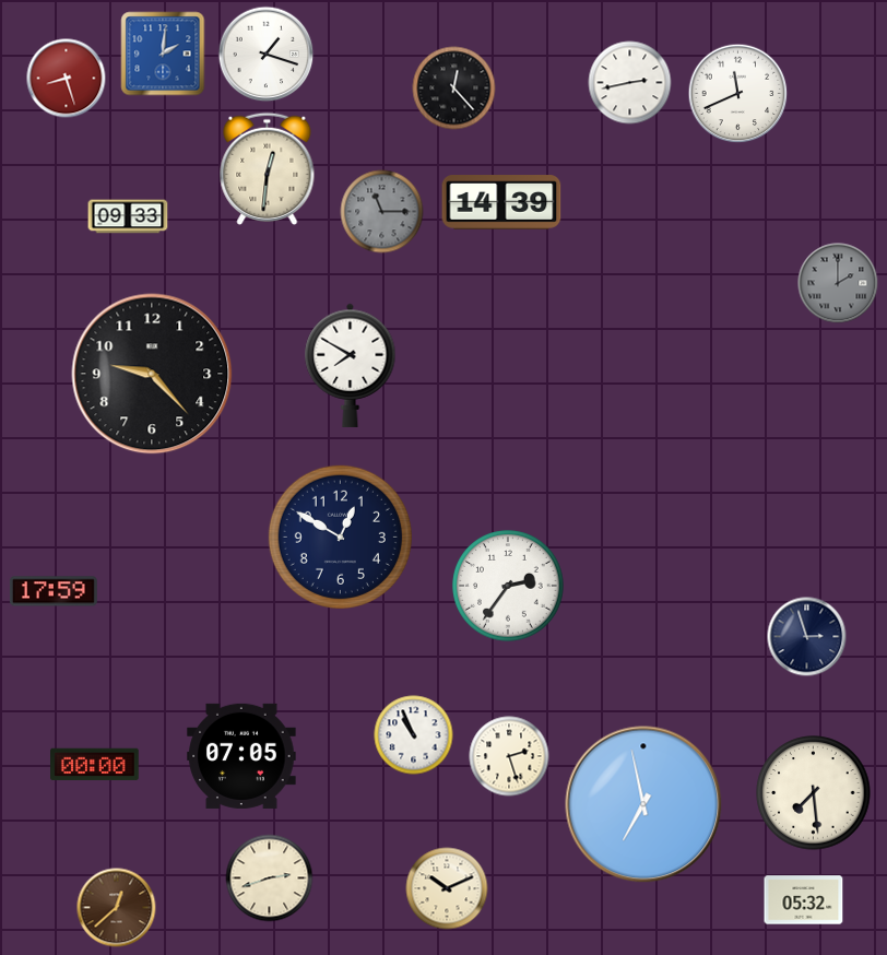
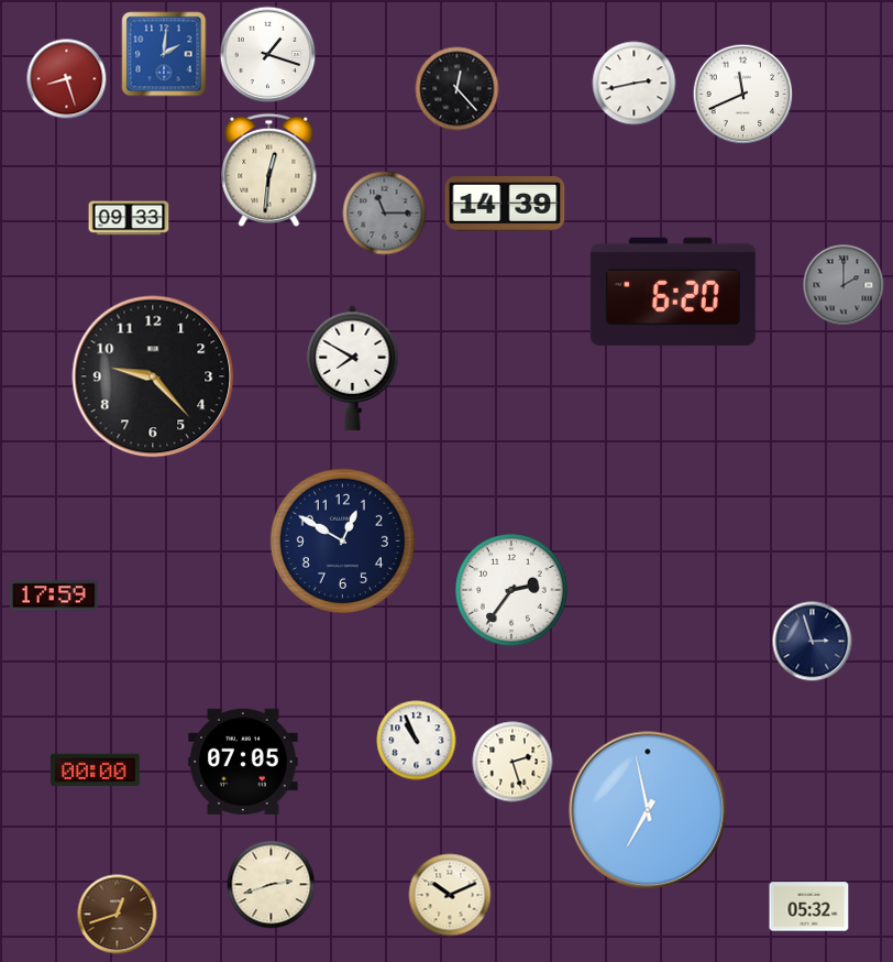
clock at (673, 292): none -> 6:20
clock at (814, 793): 7:29 -> none
clock at (117, 908): 12:38 -> 12:42
